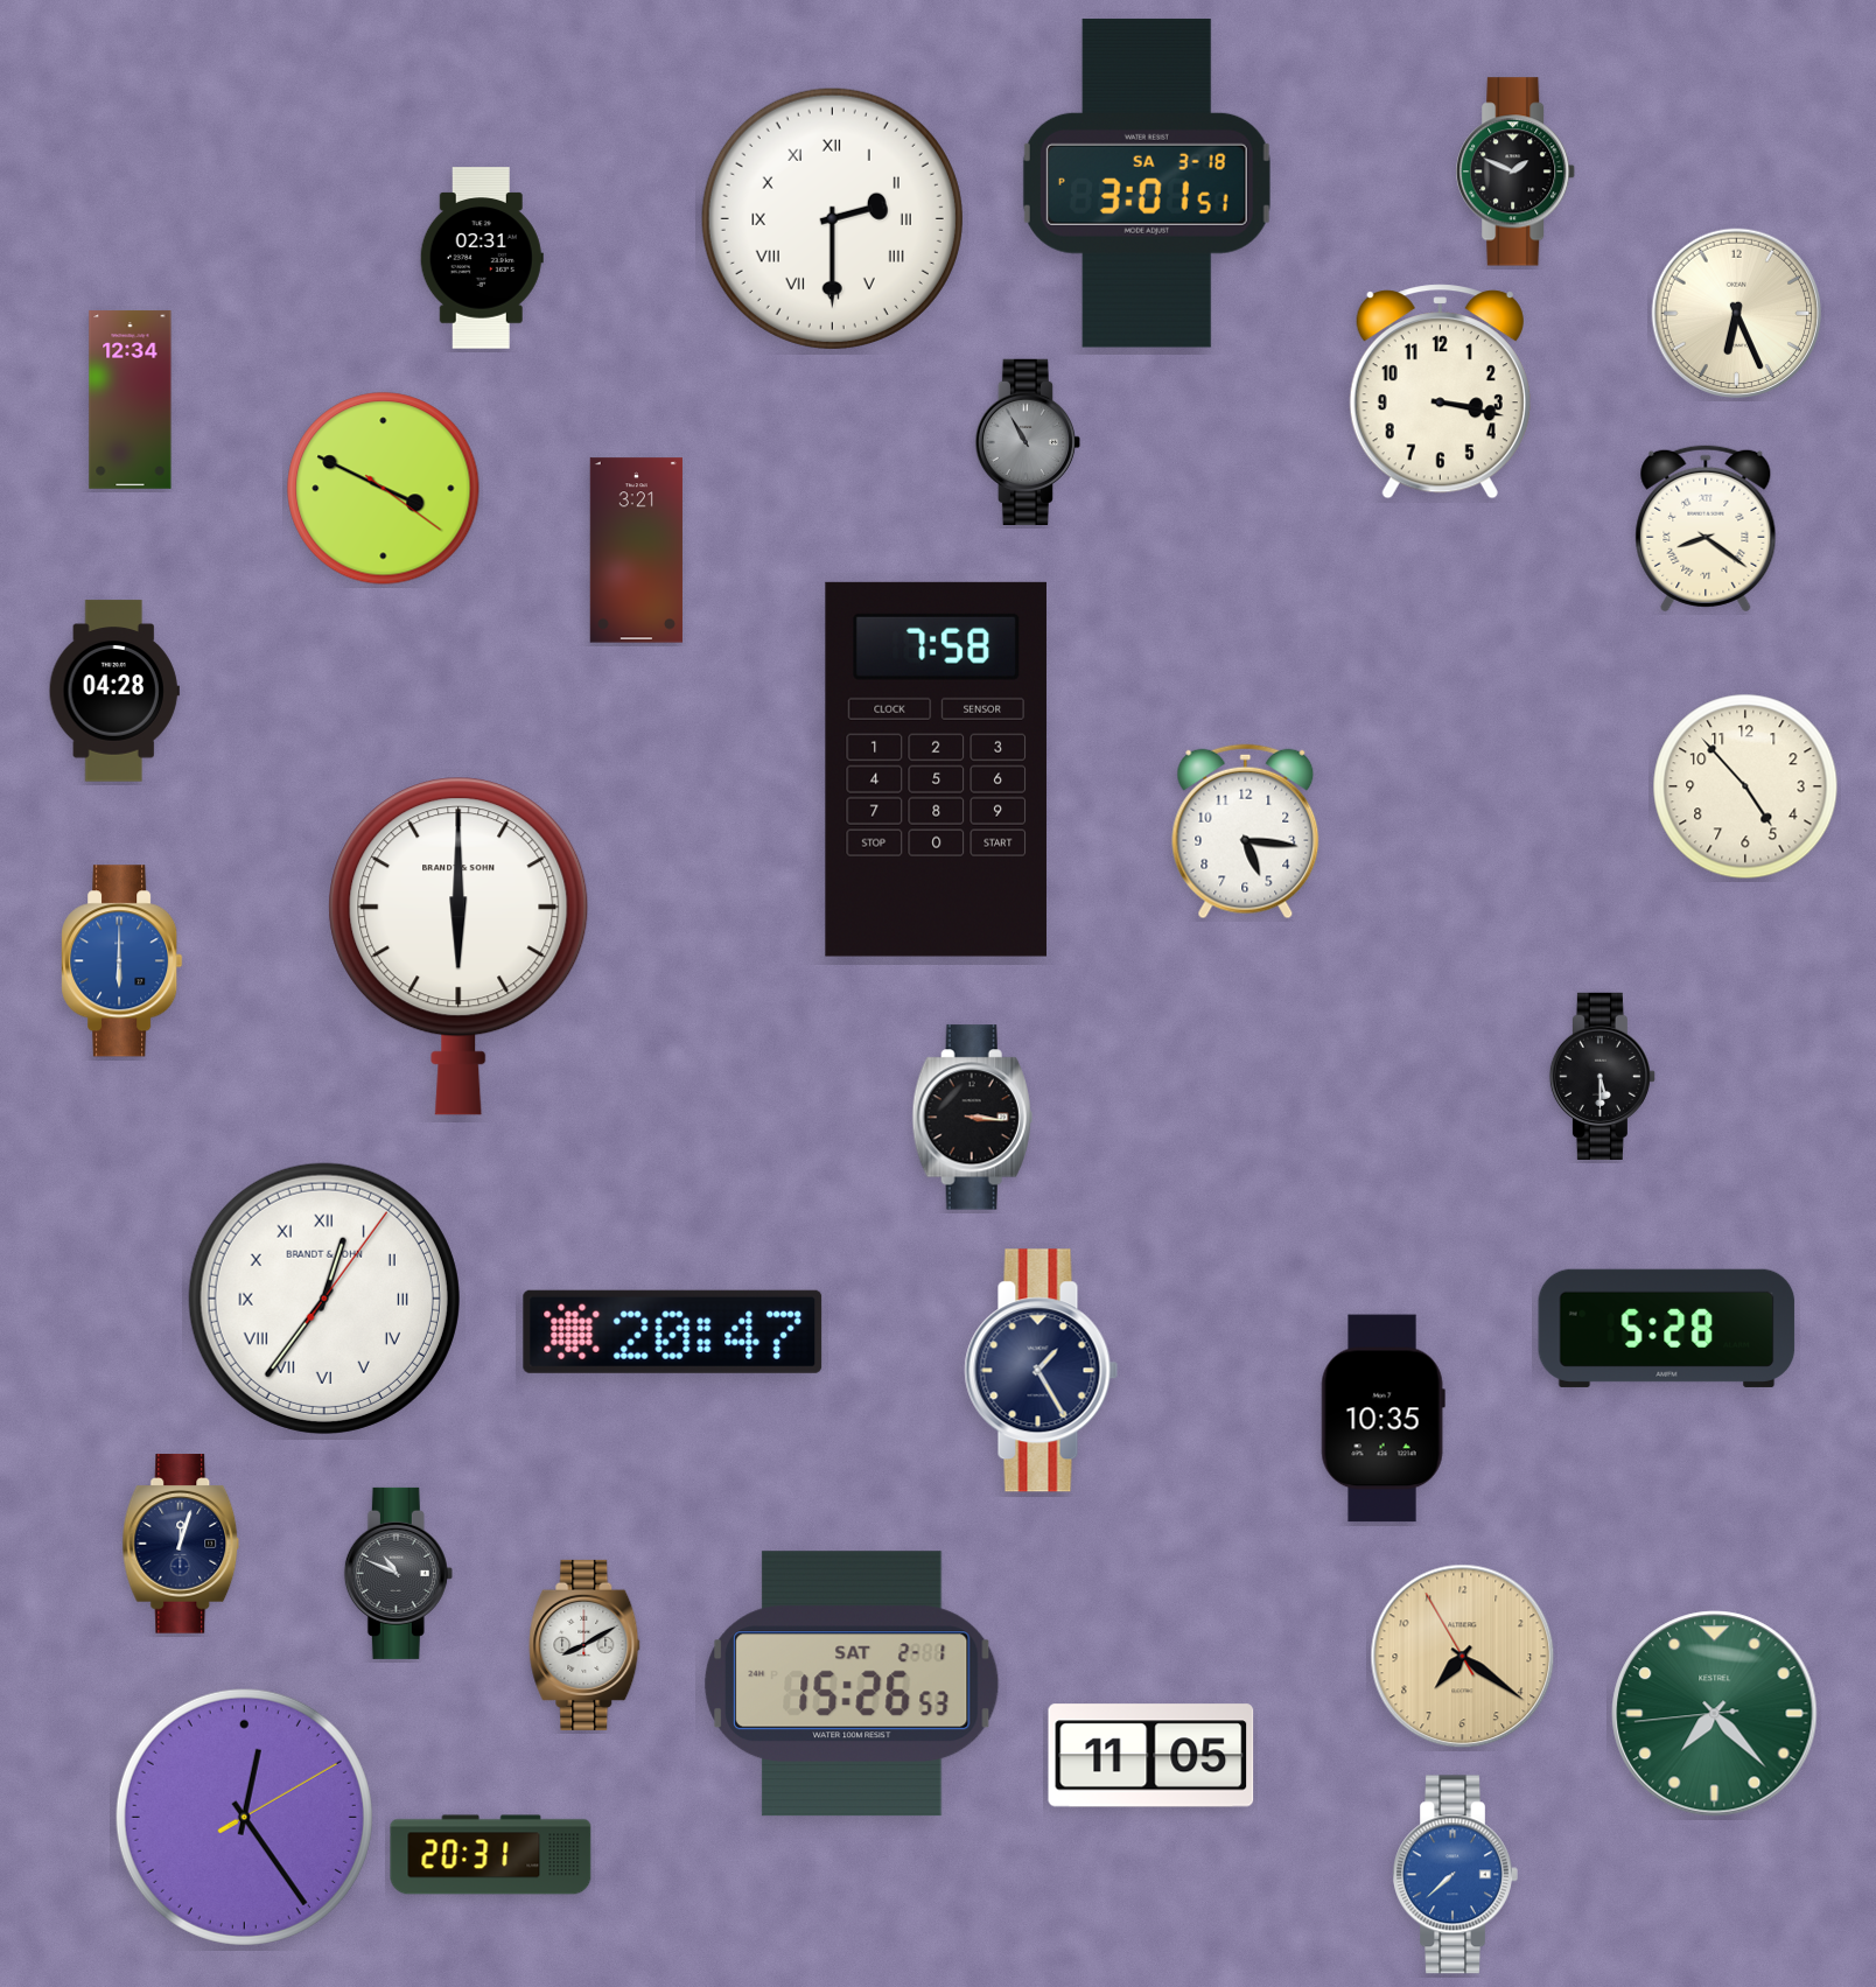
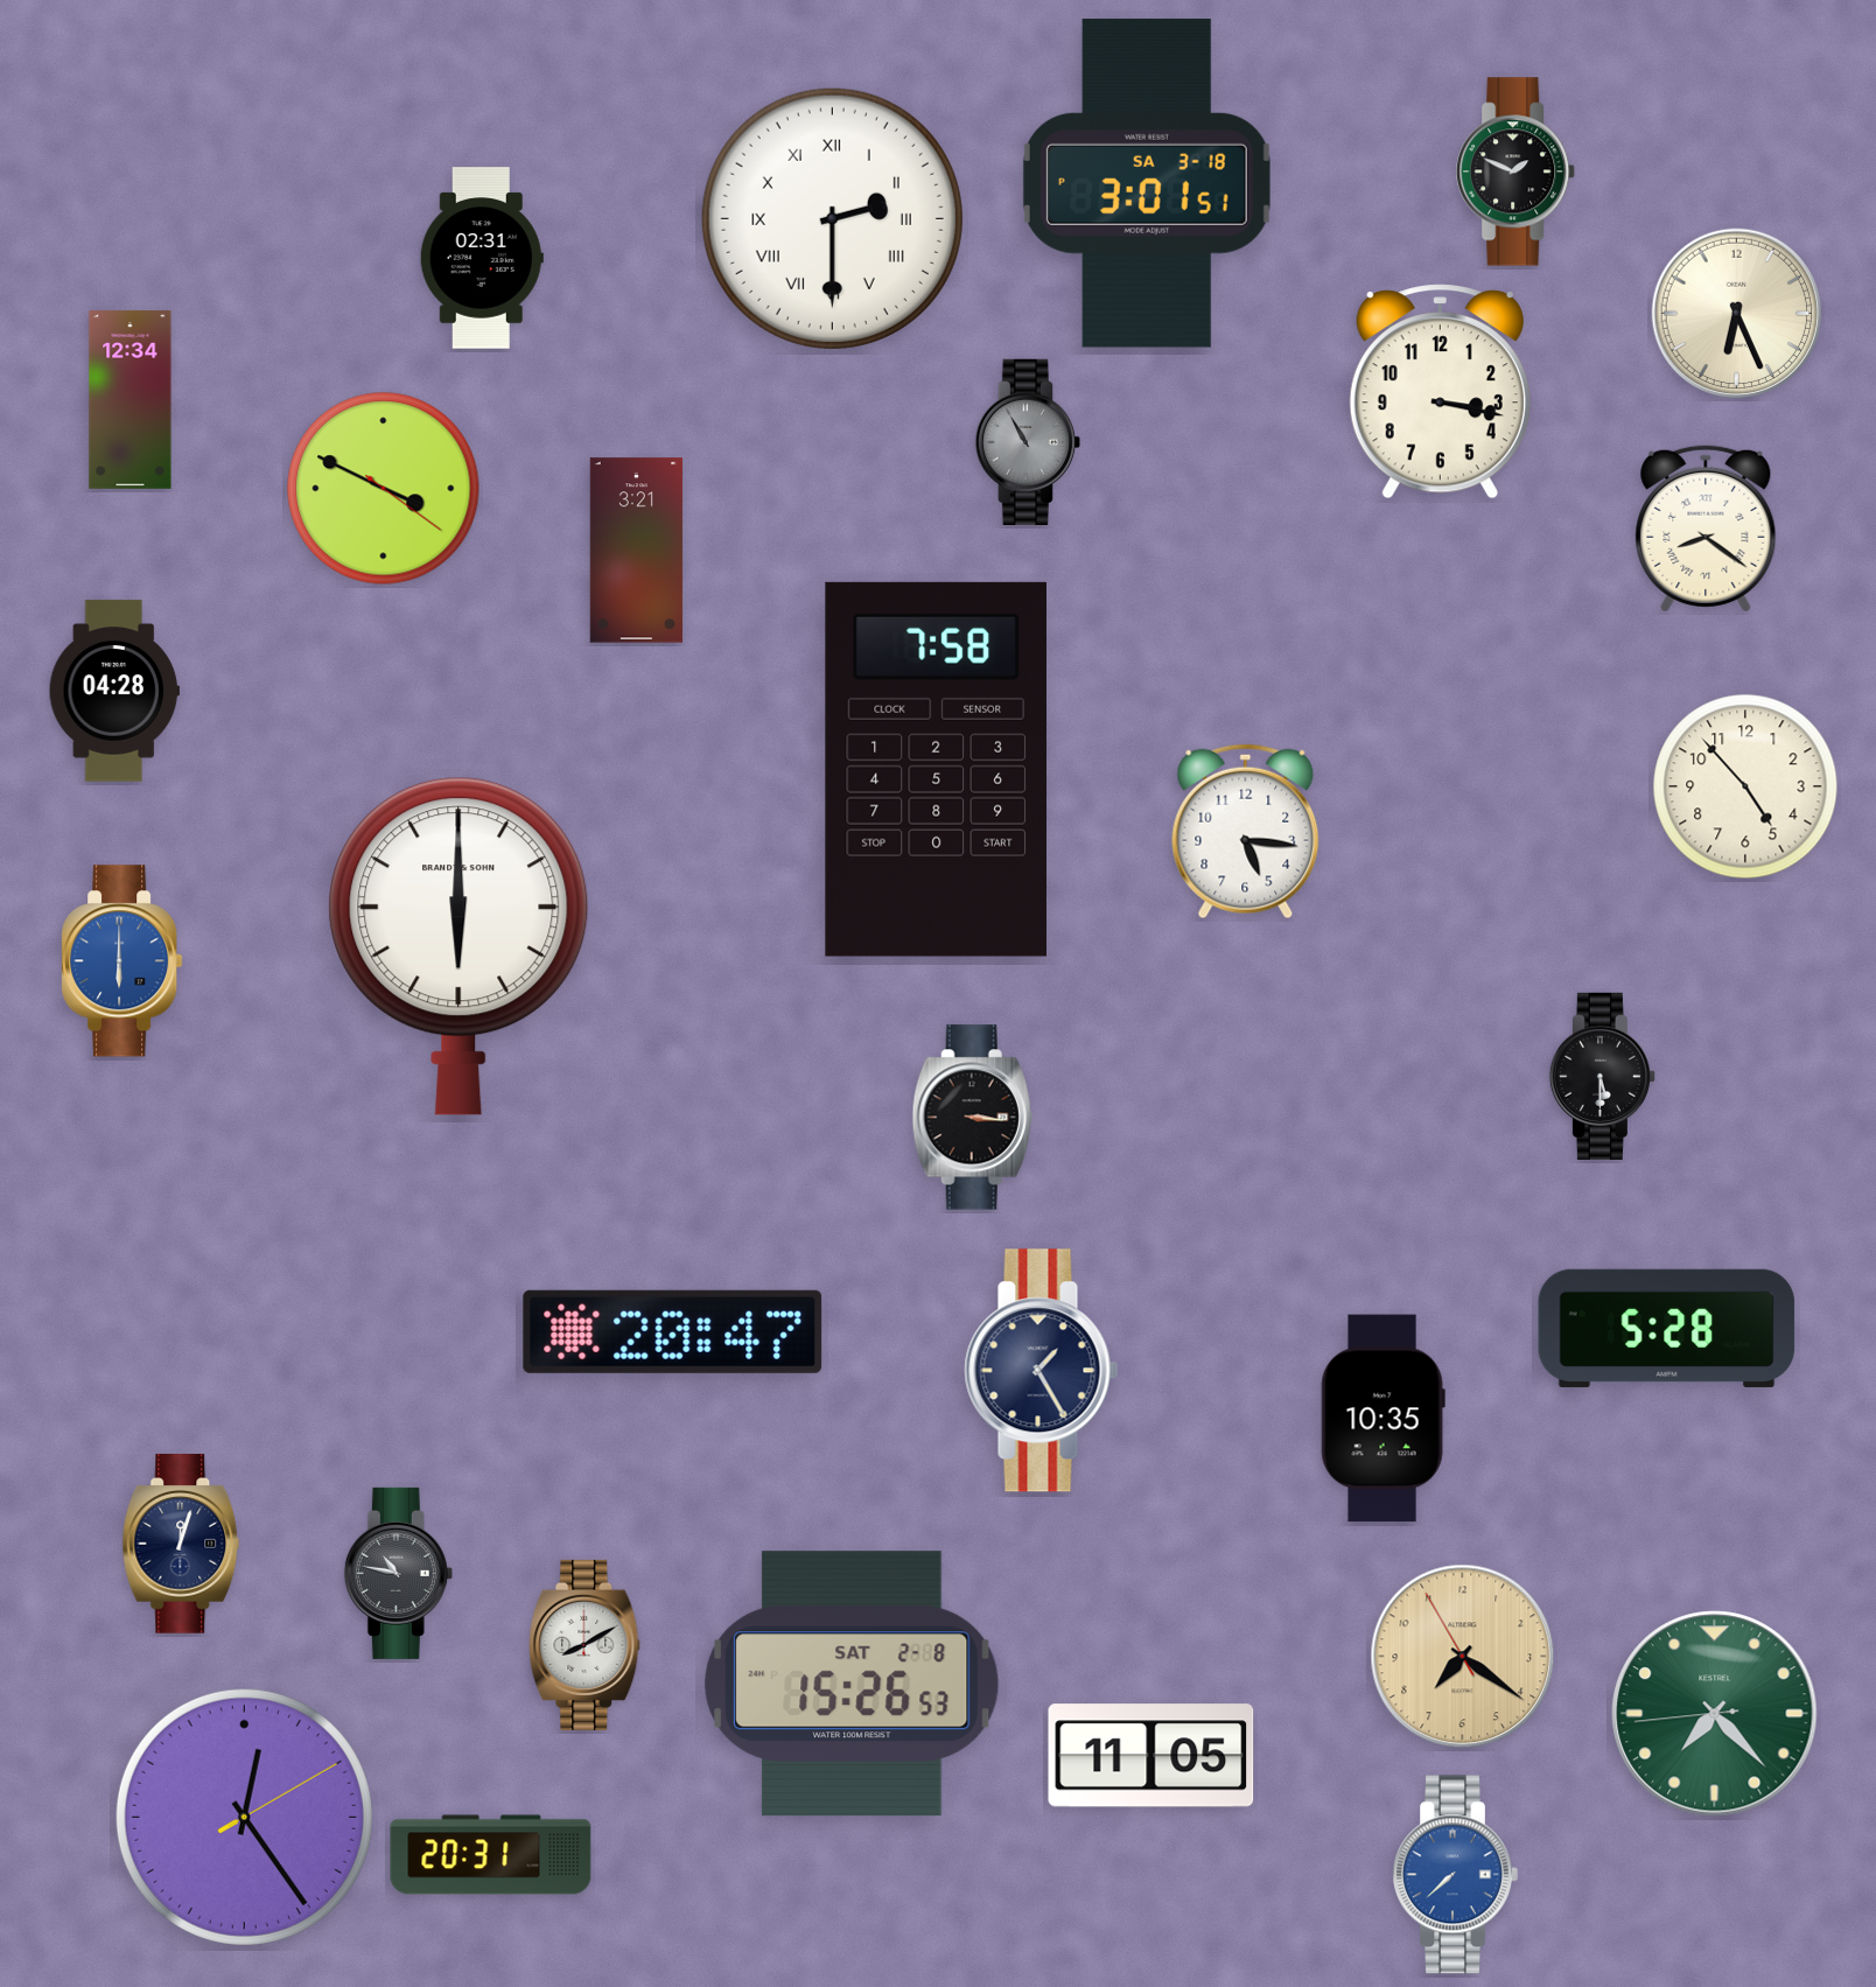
clock at (324, 1299): 12:36 -> none
clock at (398, 1573): 10:49 -> 10:47
clock at (853, 1684) date: SAT 2-1 -> SAT 2-8
